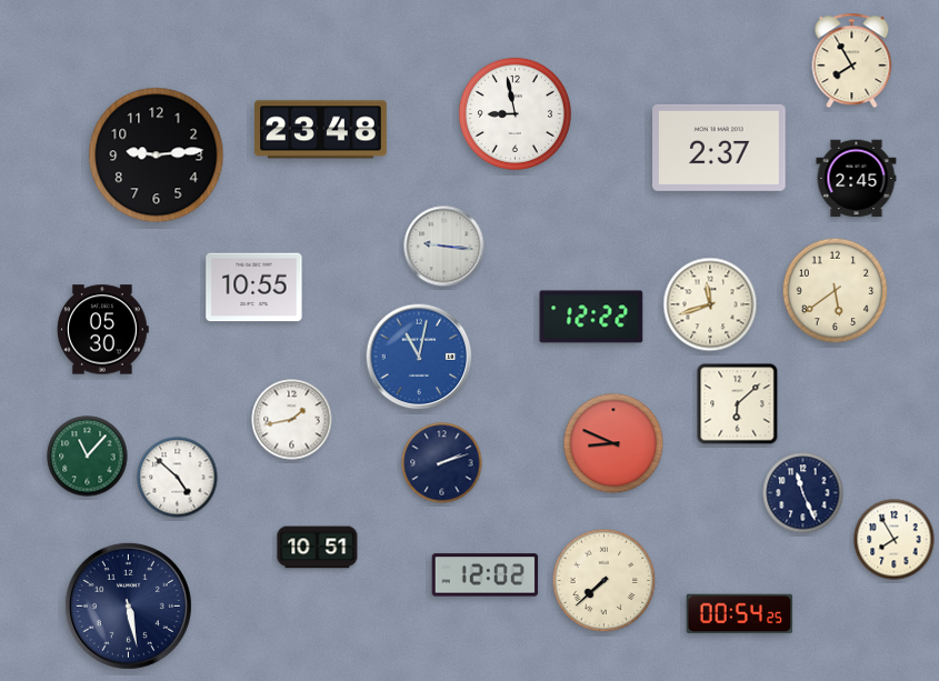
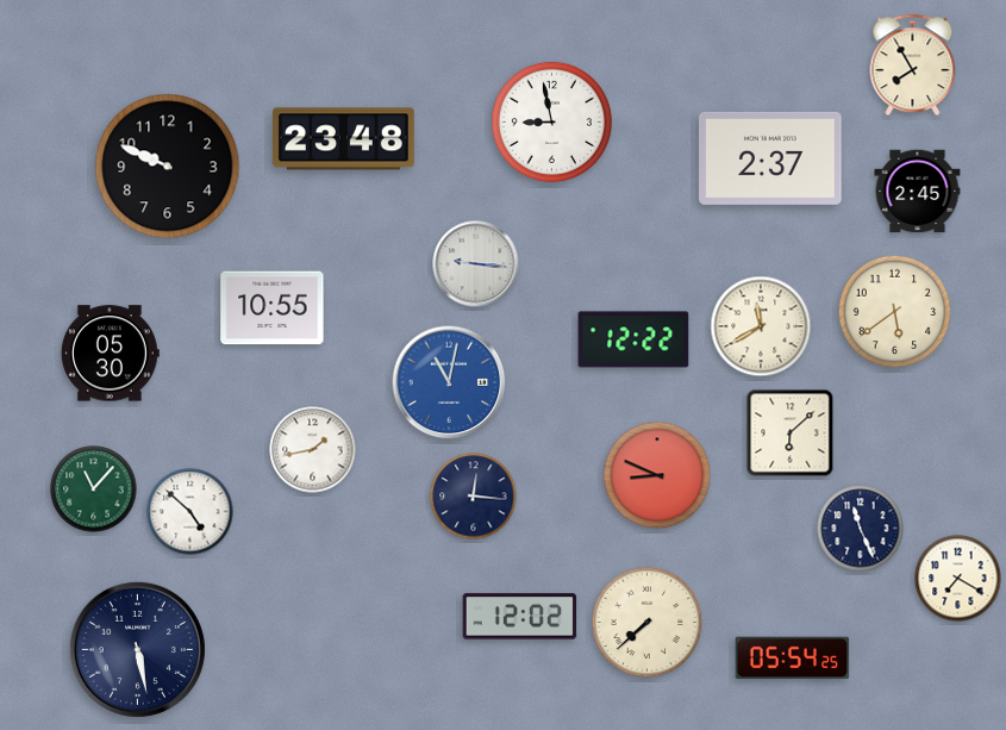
clock at (157, 156): 9:14 -> 9:49
clock at (710, 304): 11:42 -> 11:40
clock at (442, 463): 2:12 -> 12:16
clock at (895, 540): 7:55 -> 7:20
clock at (318, 548): 10:51 -> none
clock at (740, 614): 00:54 -> 05:54
